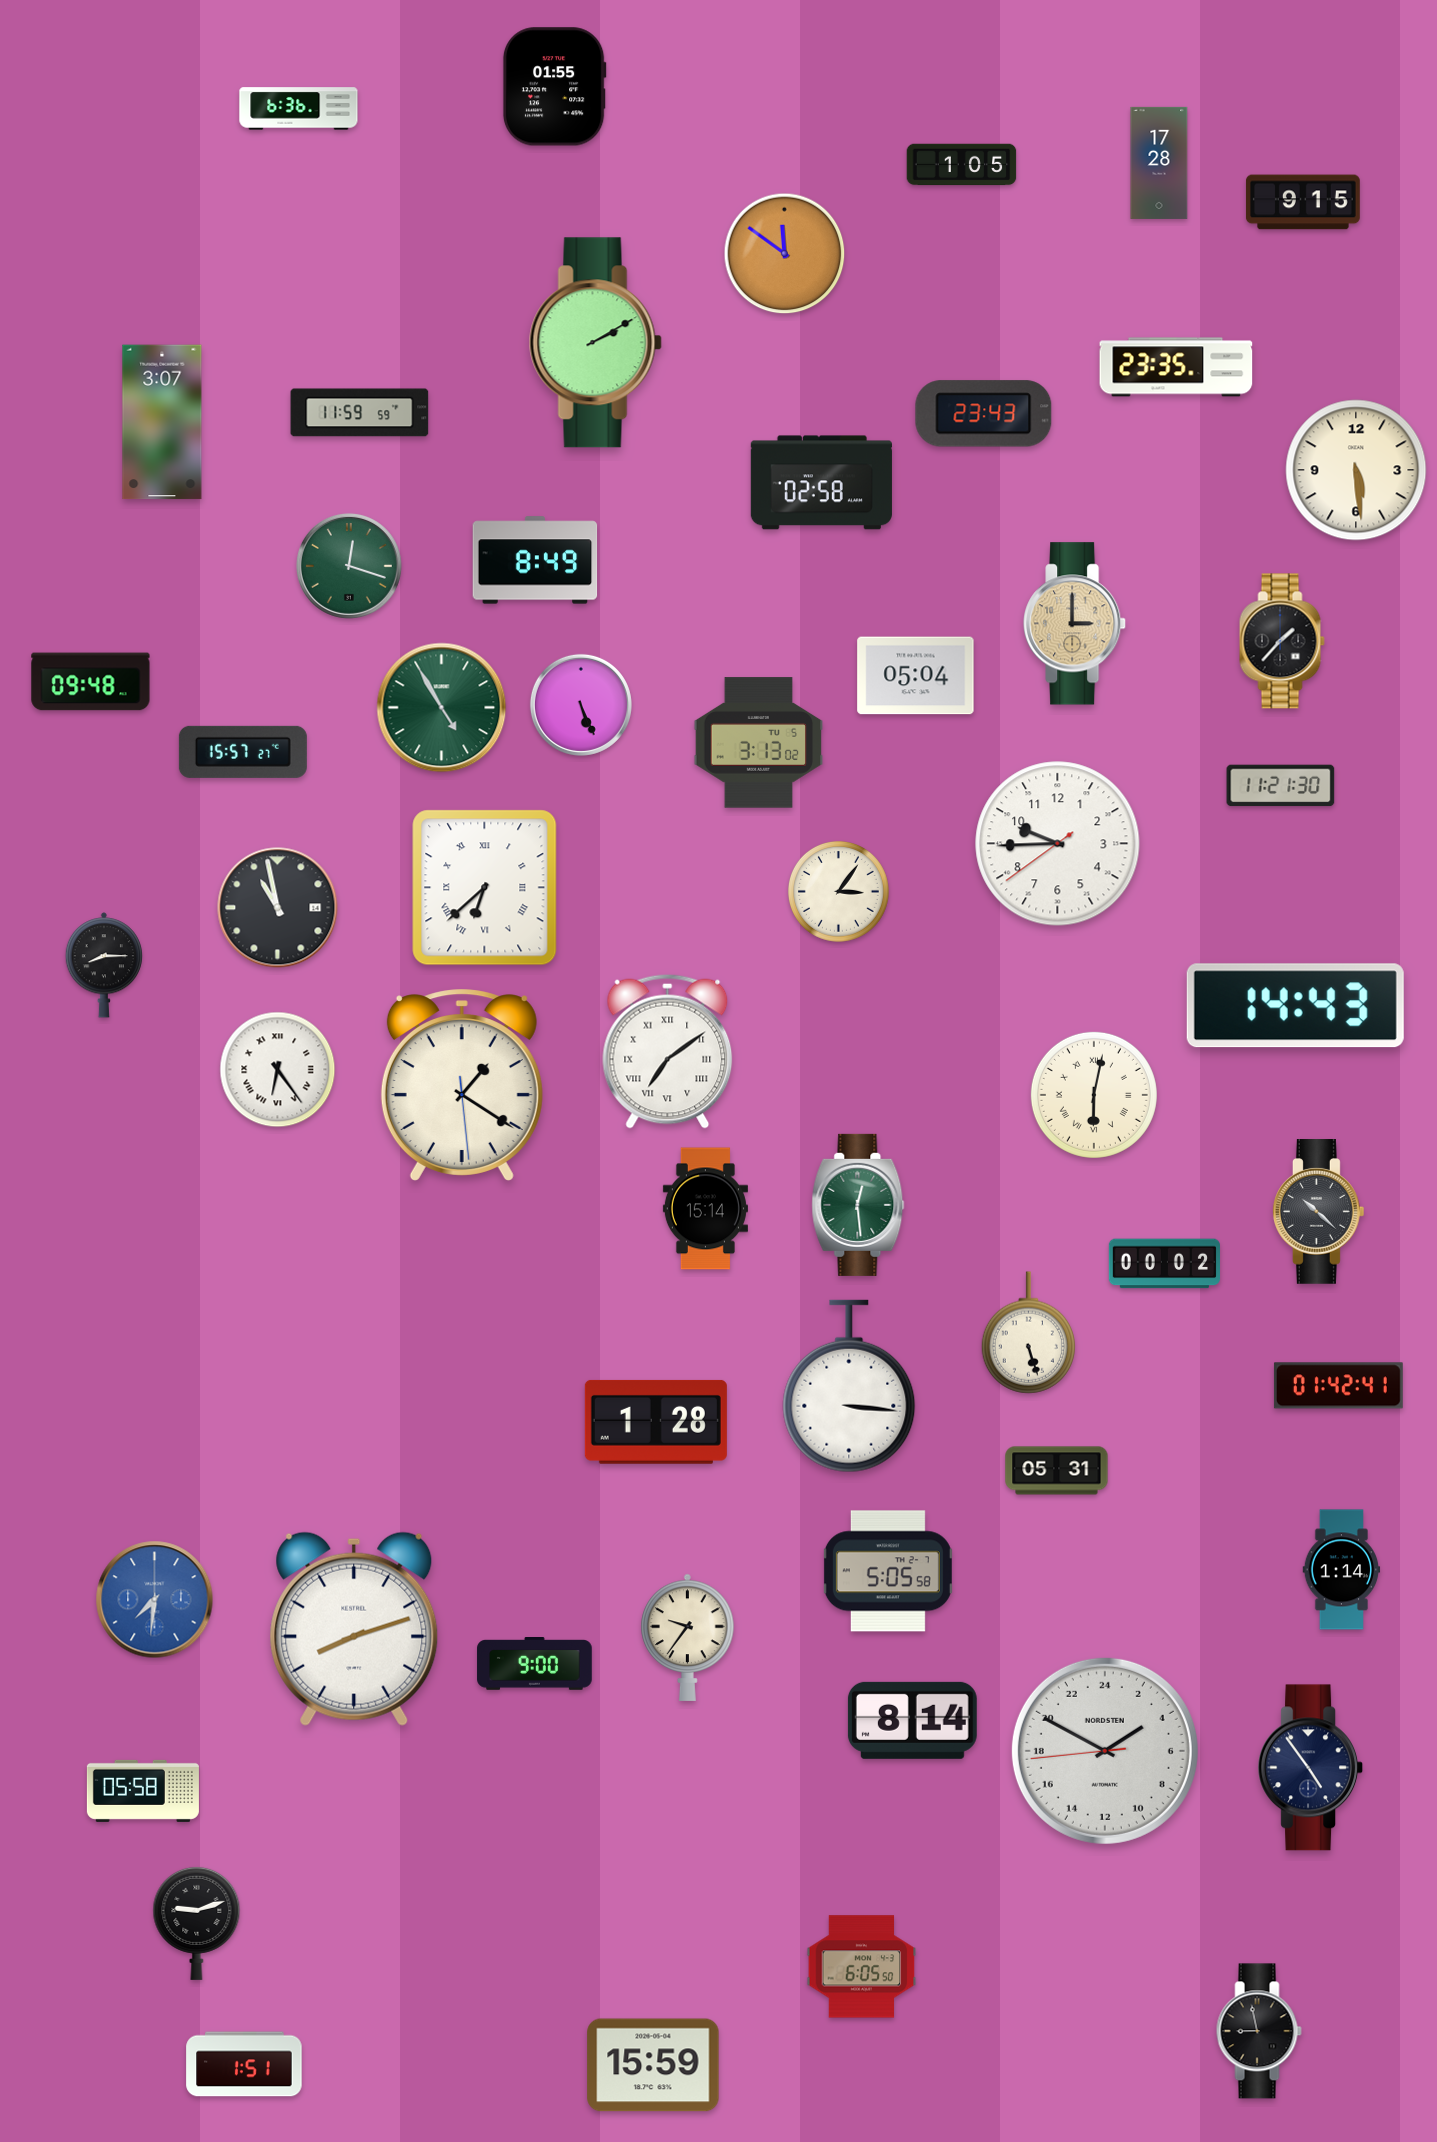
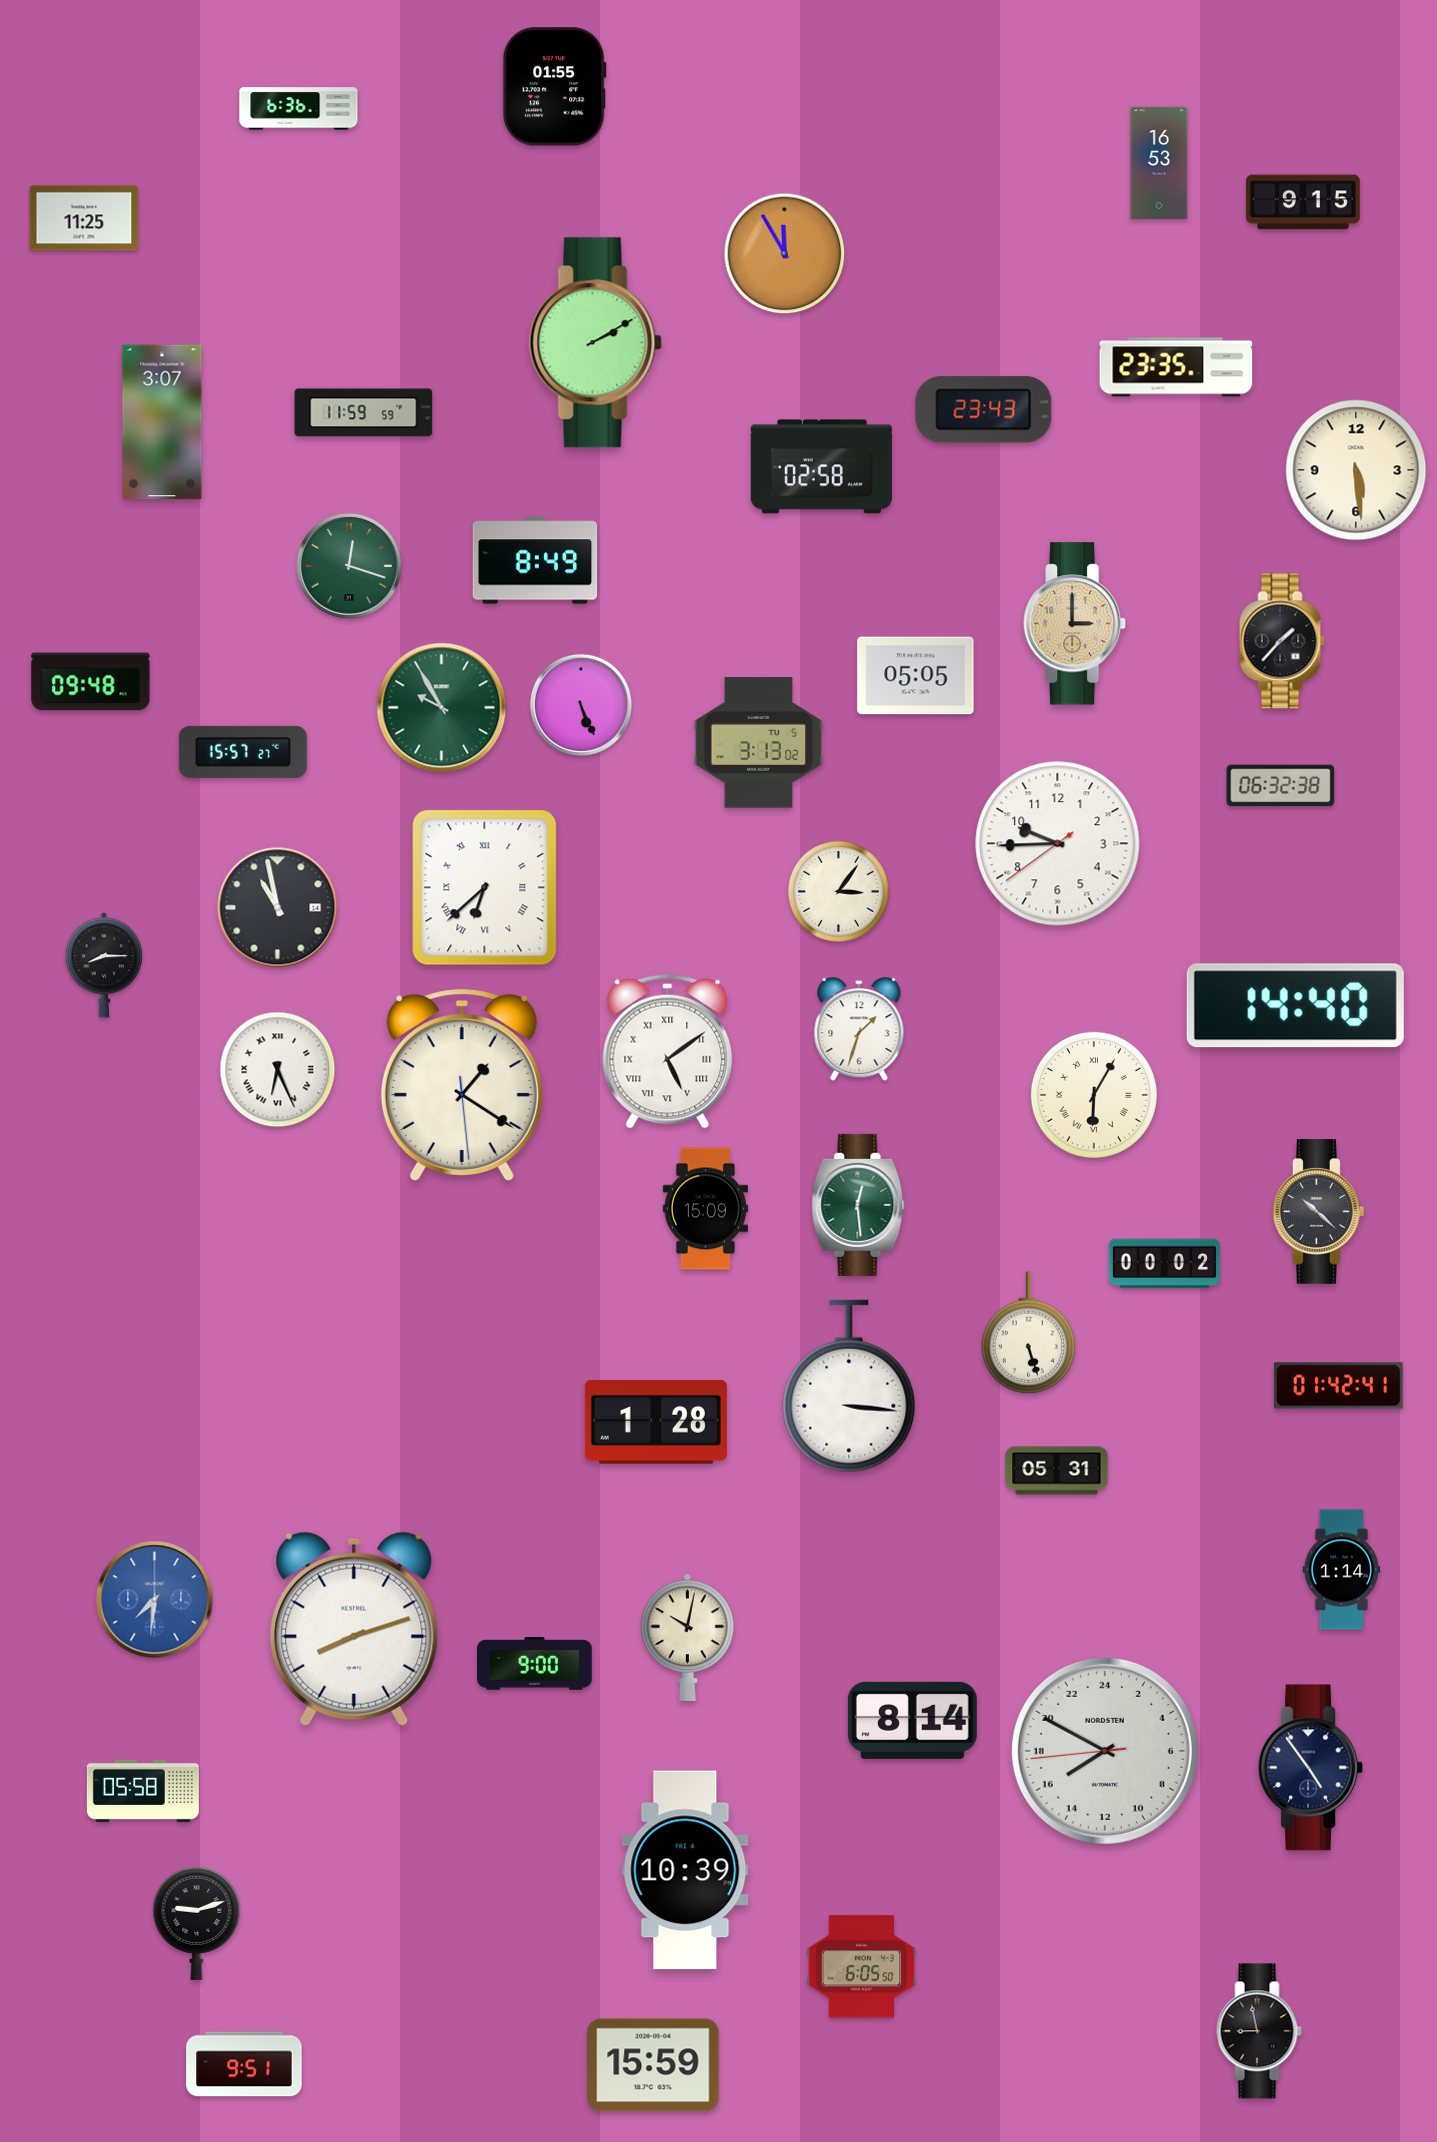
clock at (1159, 163): 17:28 -> 16:53
clock at (962, 165): 1:05 -> none
clock at (84, 218): none -> 11:25
clock at (785, 254): 11:51 -> 11:55
clock at (360, 413) position: (360, 413) -> (364, 413)
clock at (984, 414) position: (984, 414) -> (984, 410)
clock at (821, 483) position: (821, 483) -> (821, 467)
clock at (916, 676): 05:04 -> 05:05
clock at (442, 708): 4:55 -> 9:55
clock at (1281, 786): 11:21 -> 06:32
clock at (1295, 1006): 14:43 -> 14:40
clock at (859, 1030): none -> 1:33
clock at (668, 1051): 7:09 -> 5:09
clock at (278, 1070): 6:24 -> 6:26
clock at (1094, 1095): 6:02 -> 6:05
clock at (705, 1209): 15:14 -> 15:09
clock at (888, 1571): 5:05 -> none
clock at (688, 1637): 9:36 -> 10:02
clock at (1105, 1751): 3:49 -> 15:49
clock at (685, 1870): none -> 10:39
clock at (244, 2064): 1:51 -> 9:51
